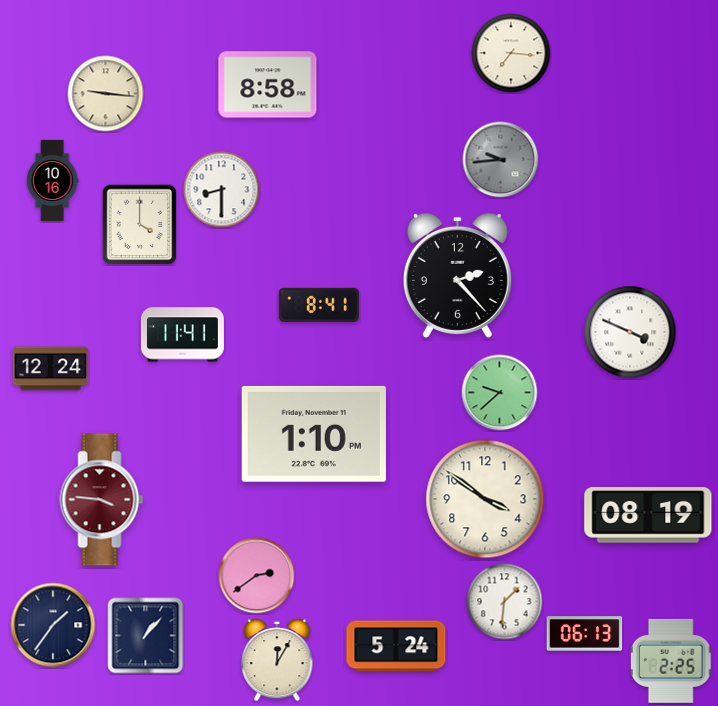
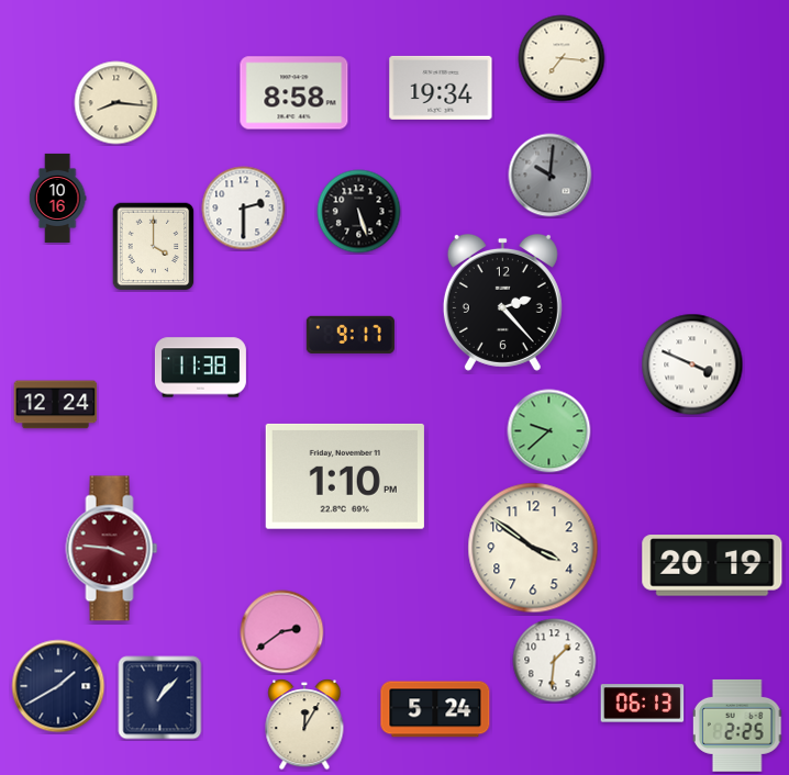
clock at (441, 88): none -> 19:34
clock at (106, 94): 9:16 -> 8:16
clock at (501, 160): 9:44 -> 10:01
clock at (222, 190): 8:30 -> 2:30
clock at (359, 212): none -> 5:27
clock at (319, 305): 8:41 -> 9:17
clock at (182, 335): 11:41 -> 11:38
clock at (648, 515): 08:19 -> 20:19
clock at (53, 625): 1:36 -> 1:40
clock at (585, 634) position: (585, 634) -> (643, 704)
